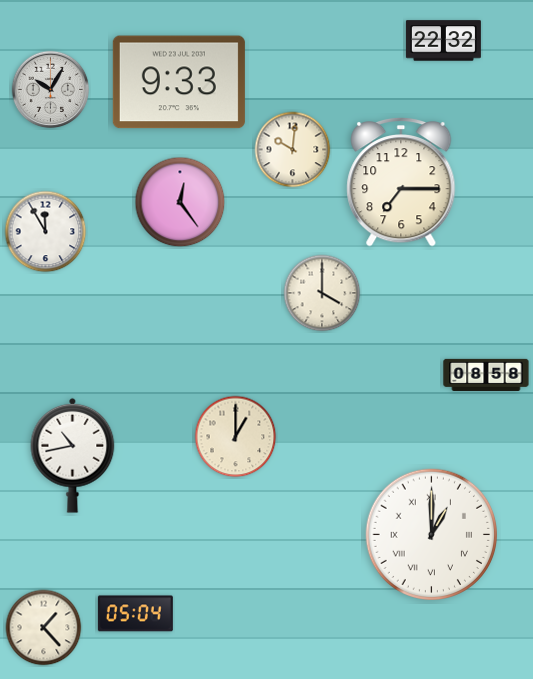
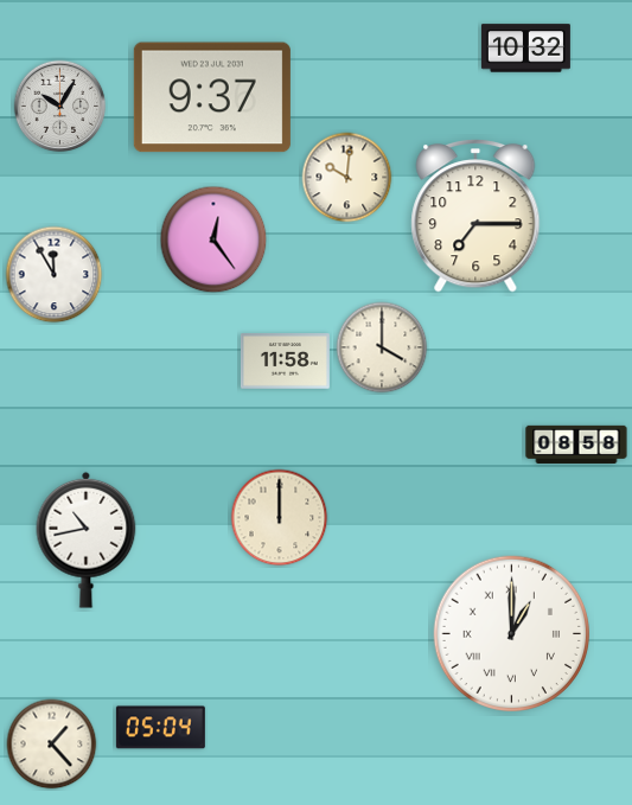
clock at (443, 41): 22:32 -> 10:32
clock at (179, 82): 9:33 -> 9:37
clock at (285, 362): none -> 11:58
clock at (236, 437): 1:00 -> 12:00
